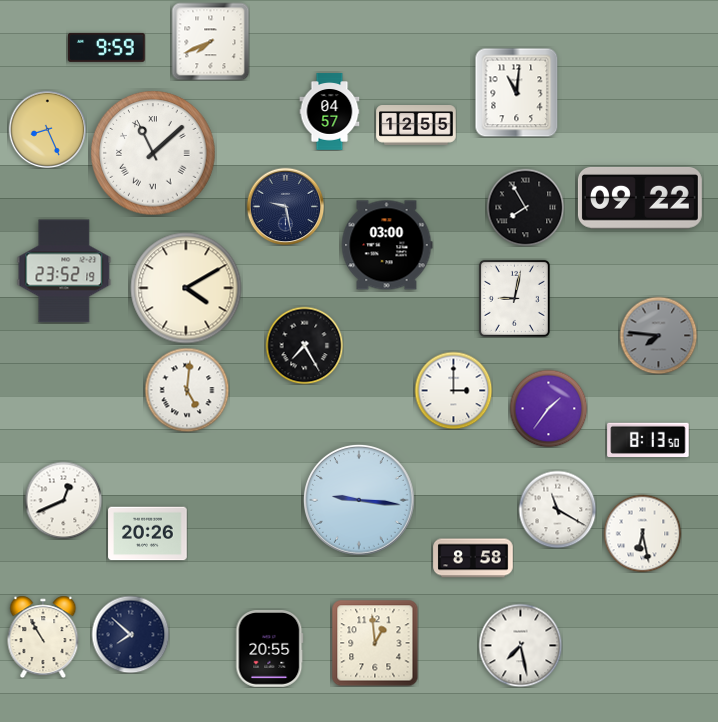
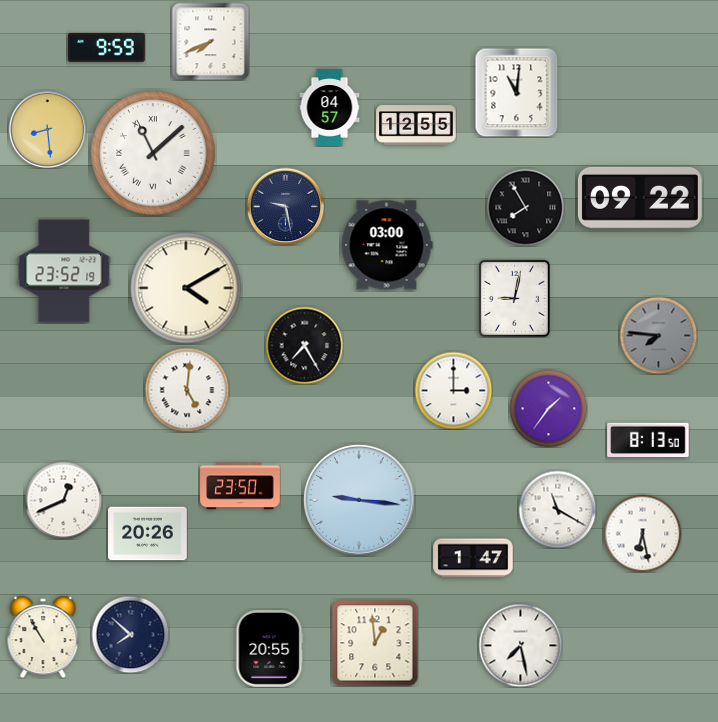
clock at (330, 112) position: (330, 112) -> (330, 108)
clock at (47, 129): 8:26 -> 8:29
clock at (240, 486): none -> 23:50
clock at (473, 558): 8:58 -> 1:47
